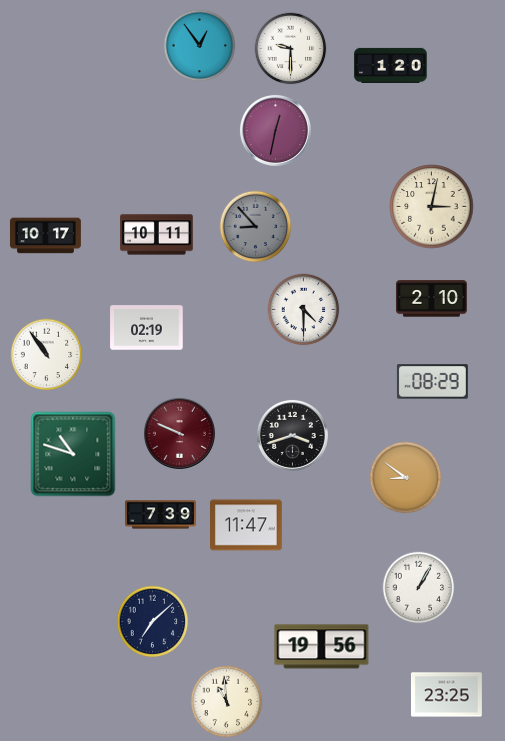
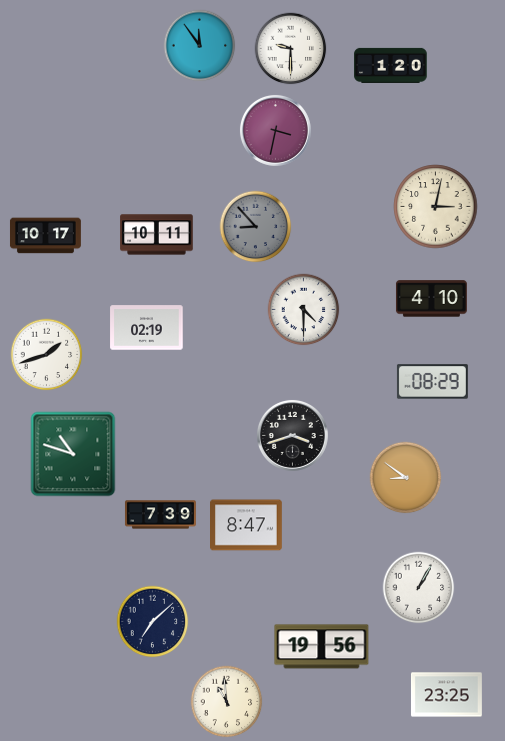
clock at (200, 46): 12:54 -> 11:54
clock at (275, 130): 12:32 -> 3:32
clock at (432, 207) position: (432, 207) -> (436, 207)
clock at (431, 299): 2:10 -> 4:10
clock at (47, 355): 10:54 -> 1:42
clock at (179, 433): 9:49 -> none
clock at (247, 525): 11:47 -> 8:47
